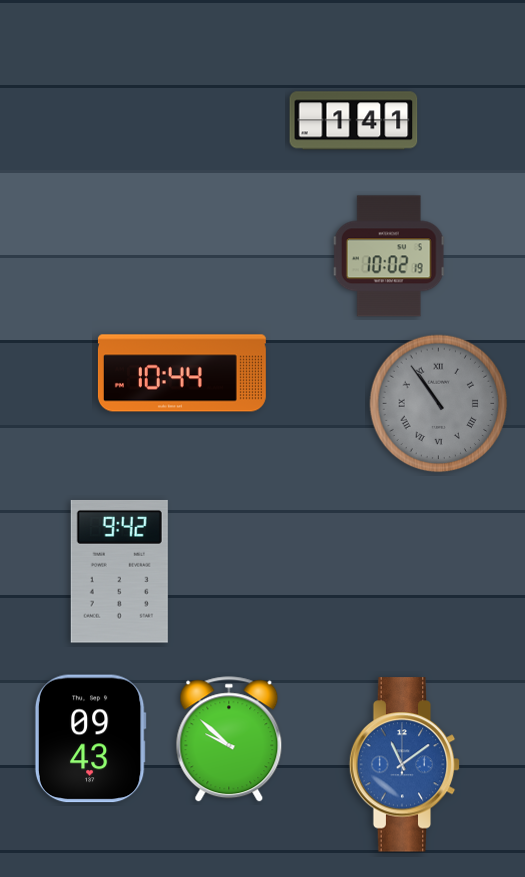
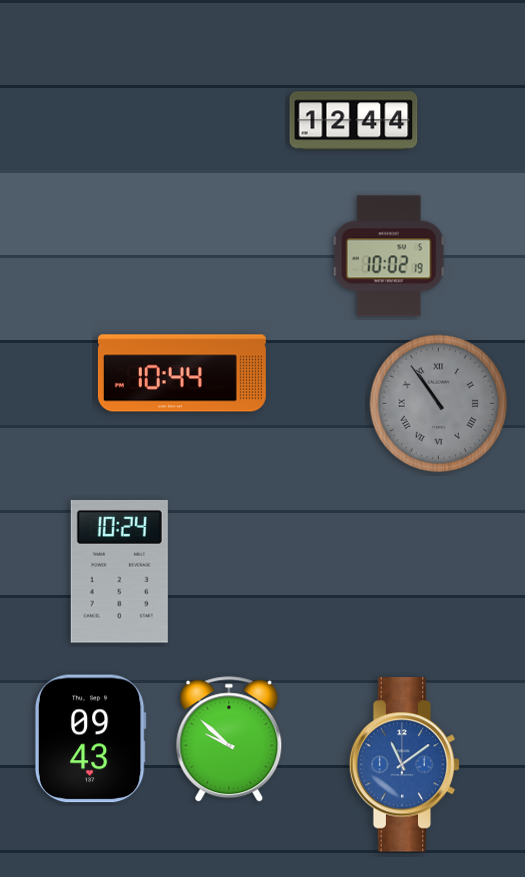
clock at (354, 121): 1:41 -> 12:44
clock at (119, 572): 9:42 -> 10:24
